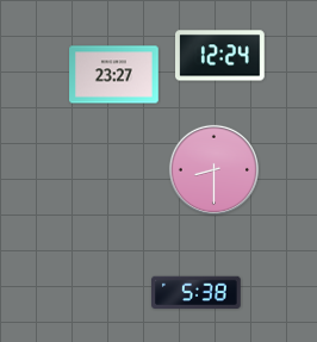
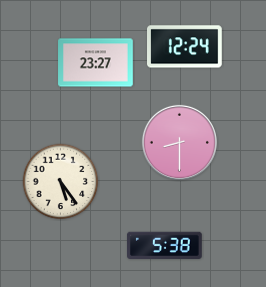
clock at (61, 182): none -> 5:24
